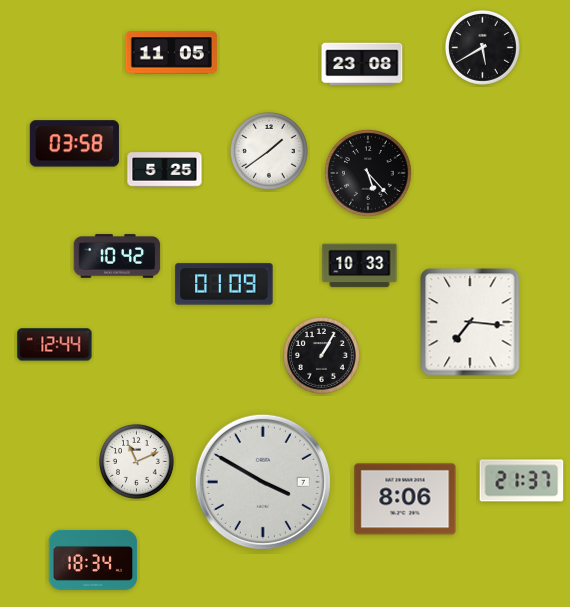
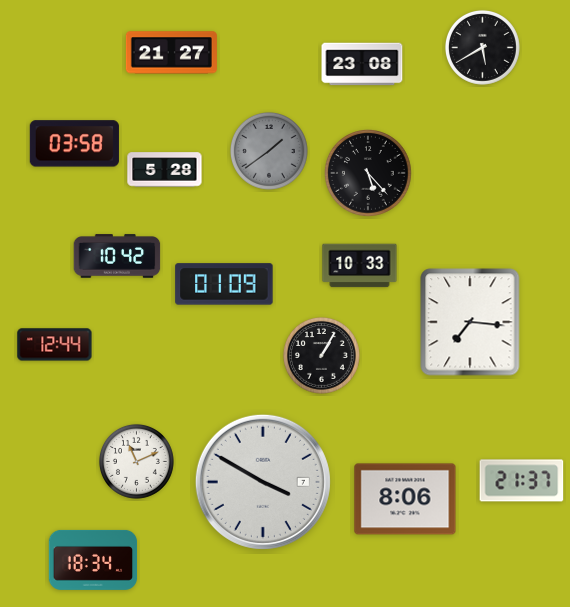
clock at (171, 53): 11:05 -> 21:27
clock at (269, 151) dial: white -> grey
clock at (165, 170): 5:25 -> 5:28
